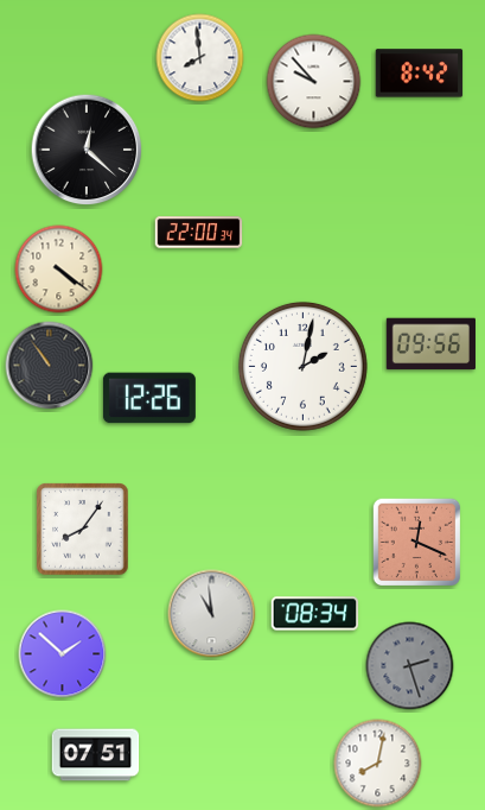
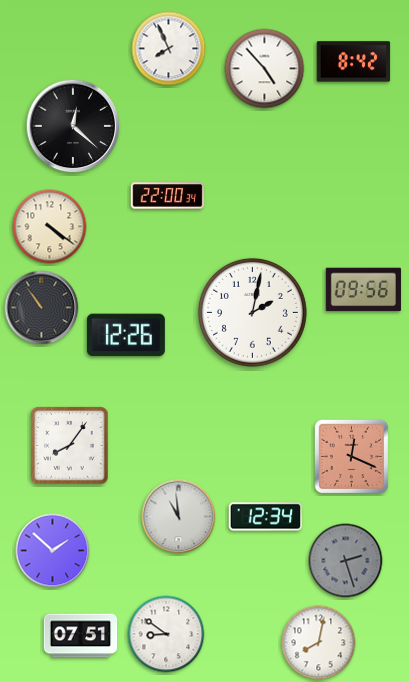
clock at (200, 58): 7:59 -> 7:56
clock at (314, 82): 9:53 -> 4:53
clock at (302, 366) position: (302, 366) -> (252, 312)
clock at (315, 614): 08:34 -> 12:34
clock at (166, 634): none -> 8:51
